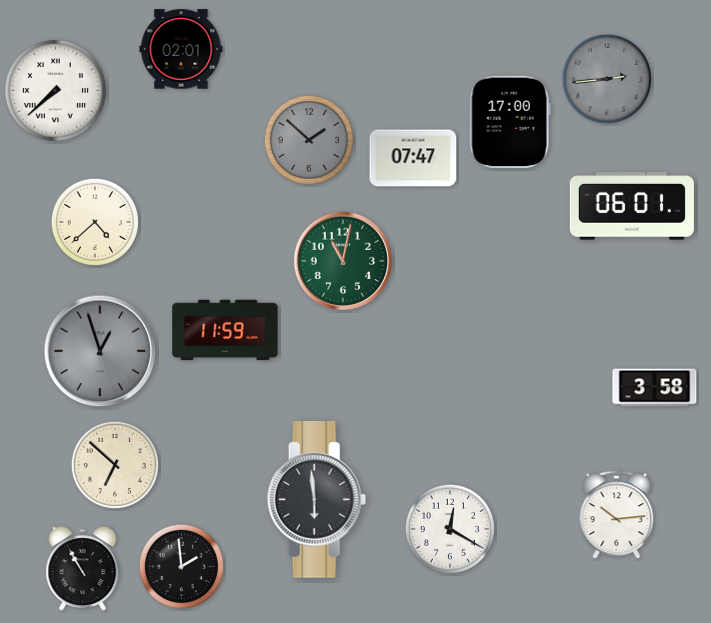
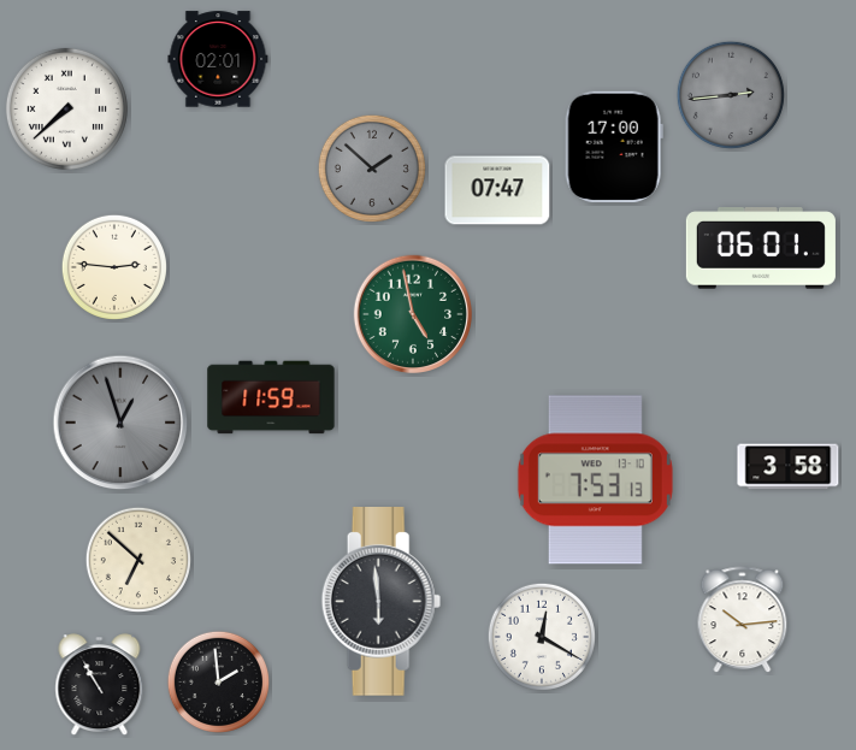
clock at (95, 222): 4:38 -> 2:46
clock at (342, 260): 11:02 -> 4:58
clock at (595, 480): none -> 7:53
